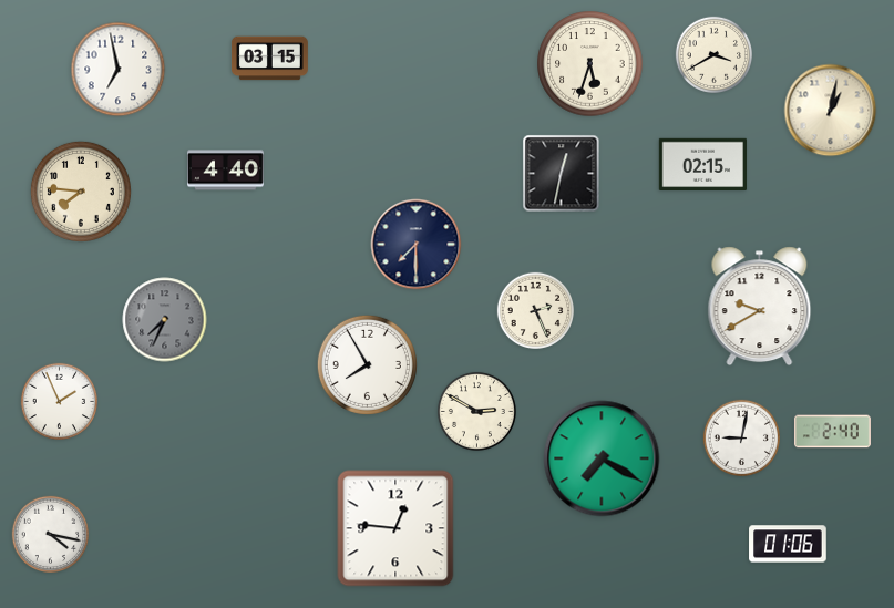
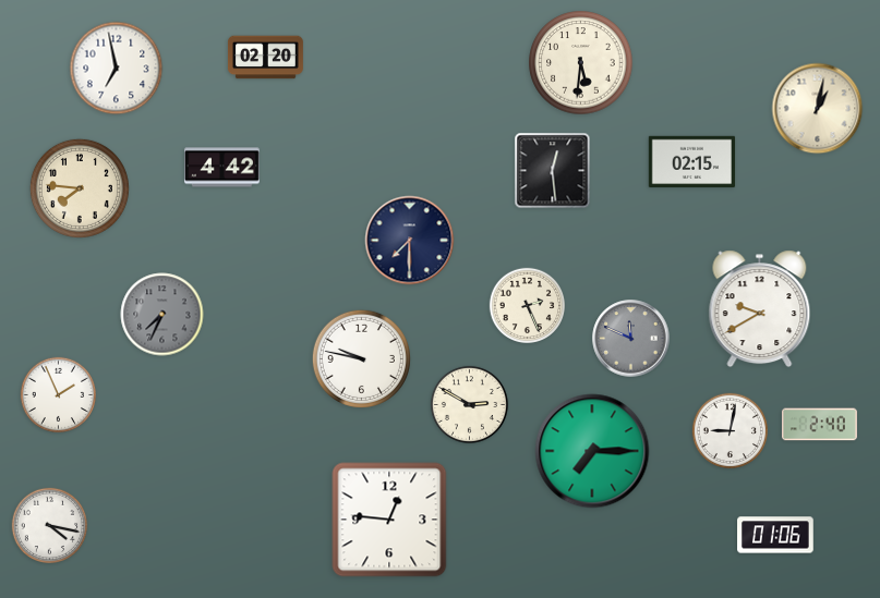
clock at (713, 54): 3:40 -> none
clock at (269, 59): 03:15 -> 02:20
clock at (590, 64): 5:33 -> 5:31
clock at (226, 171): 4:40 -> 4:42
clock at (562, 174): 12:32 -> 12:29
clock at (760, 307) position: (760, 307) -> (760, 309)
clock at (631, 339): none -> 11:49
clock at (367, 364): 7:55 -> 9:47
clock at (602, 458): 7:20 -> 7:15
